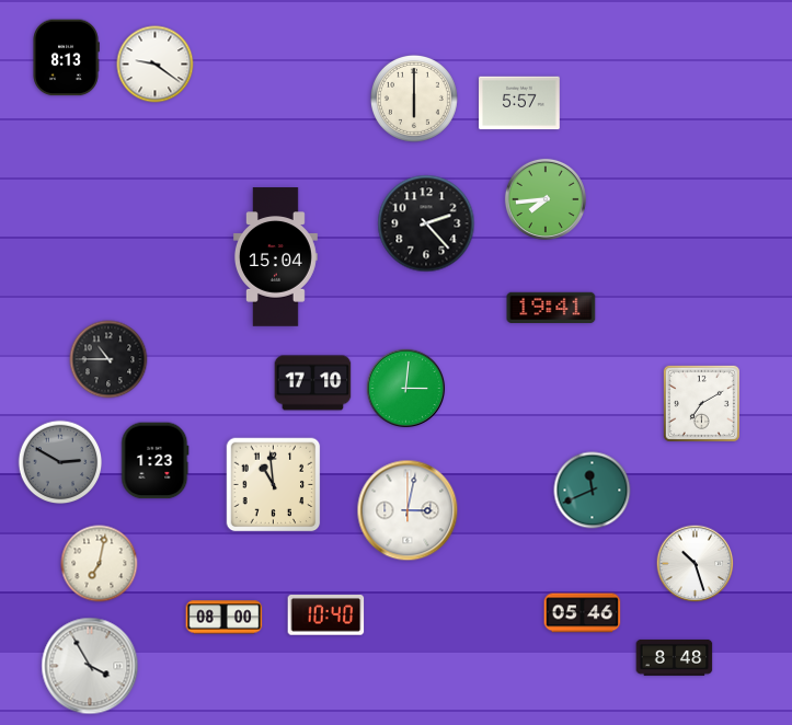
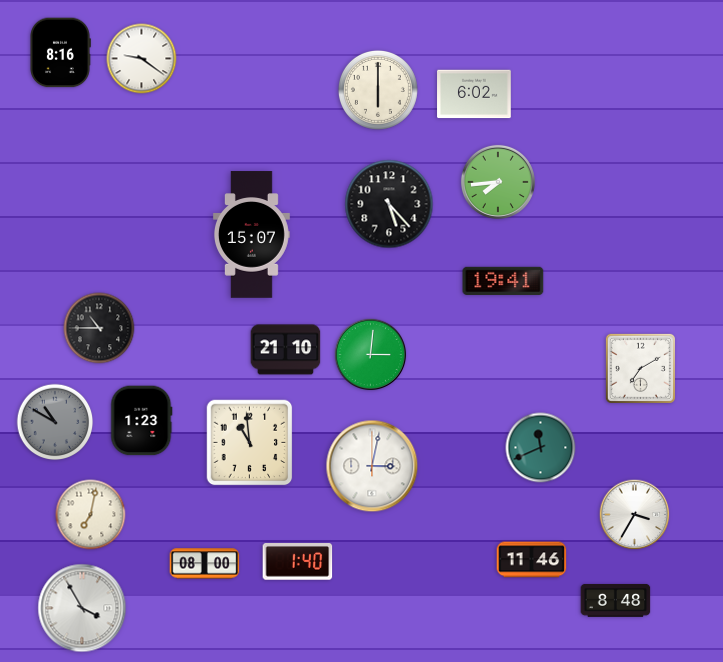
clock at (66, 58): 8:13 -> 8:16
clock at (519, 103): 5:57 -> 6:02
clock at (426, 223): 2:23 -> 5:23
clock at (275, 257): 15:04 -> 15:07
clock at (313, 383): 17:10 -> 21:10
clock at (60, 462): 2:50 -> 10:50
clock at (696, 564): 10:27 -> 3:35
clock at (583, 613): 05:46 -> 11:46
clock at (326, 615): 10:40 -> 1:40
